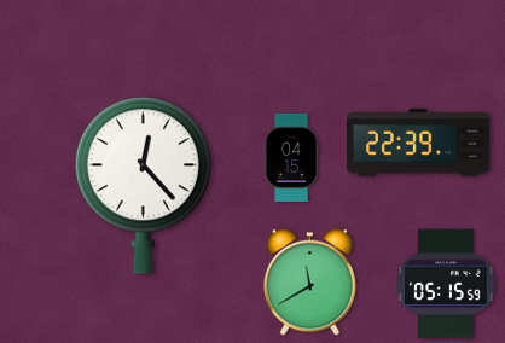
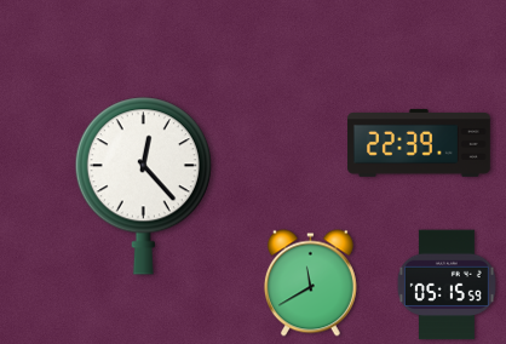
clock at (291, 157): 04:15 -> none
